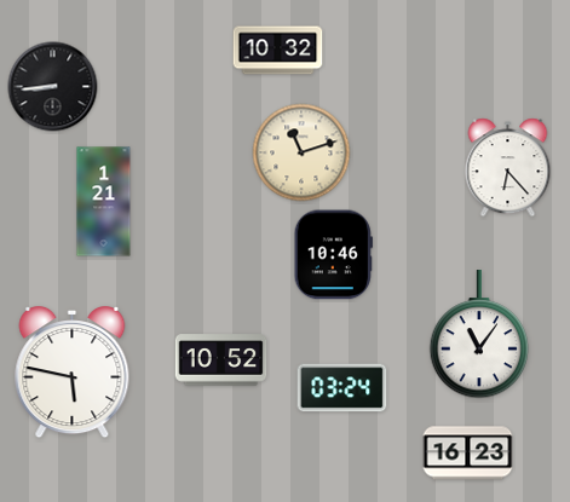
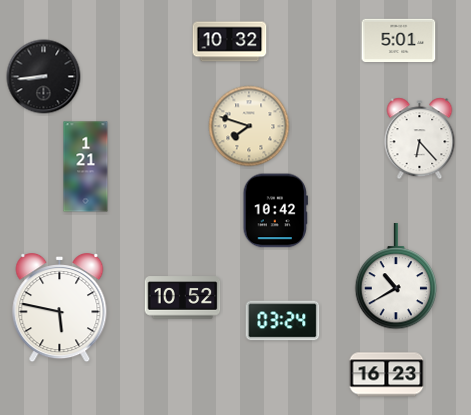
clock at (399, 40): none -> 5:01
clock at (53, 87) position: (53, 87) -> (44, 77)
clock at (301, 152): 11:12 -> 7:48
clock at (333, 255): 10:46 -> 10:42
clock at (479, 335): 11:06 -> 10:40
